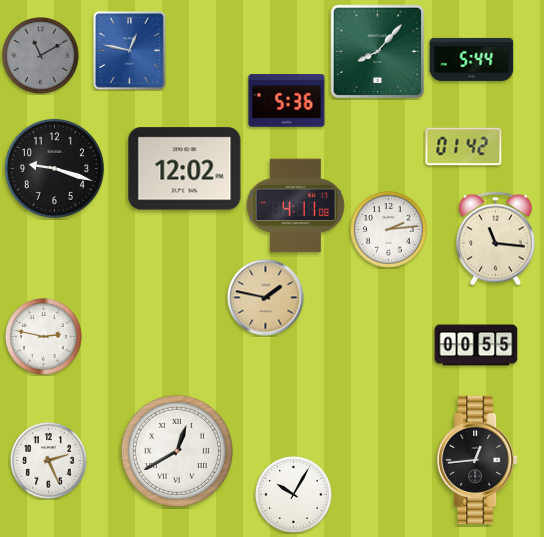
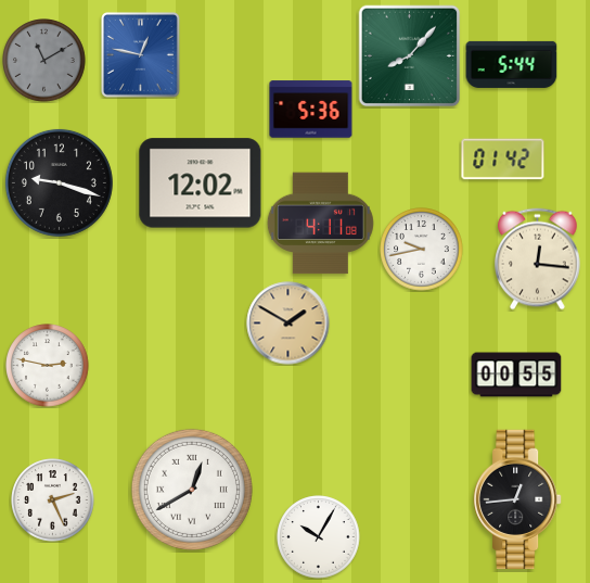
clock at (389, 230): 2:14 -> 9:43
clock at (496, 239): 11:16 -> 12:16
clock at (266, 298): 1:47 -> 1:50
